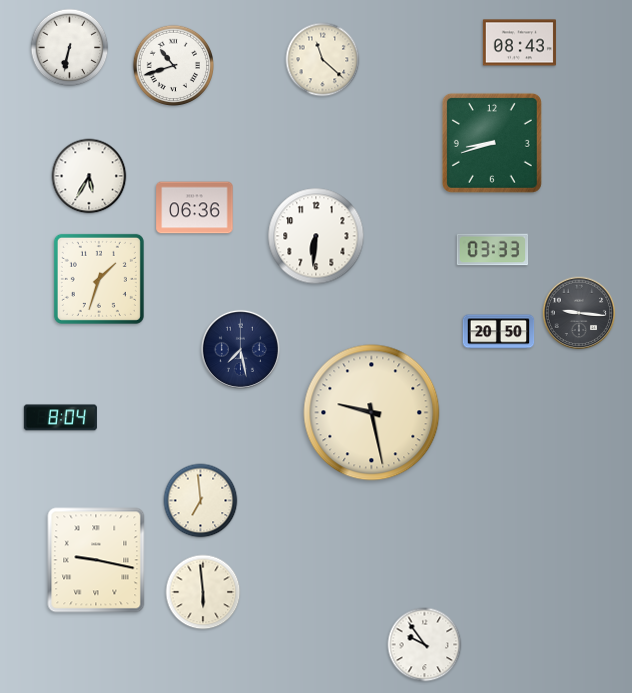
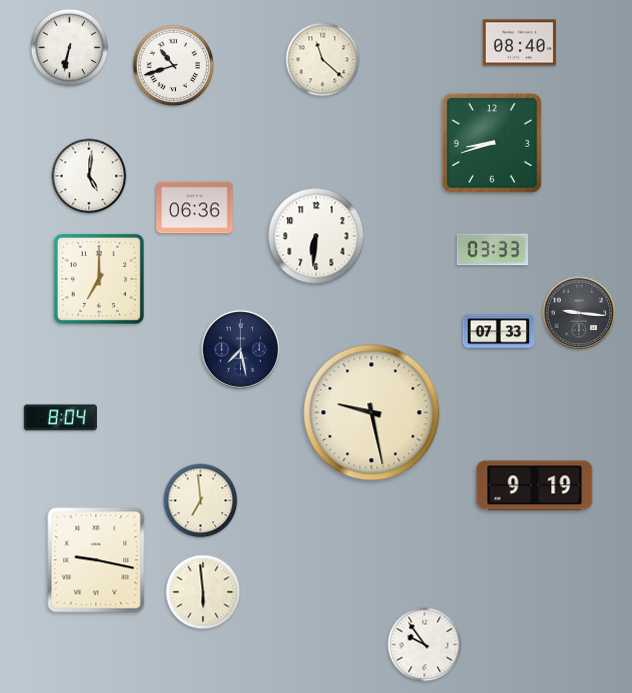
clock at (519, 43): 08:43 -> 08:40
clock at (89, 176): 5:35 -> 5:01
clock at (99, 279): 1:33 -> 7:00
clock at (499, 332): 20:50 -> 07:33
clock at (535, 486): none -> 9:19
